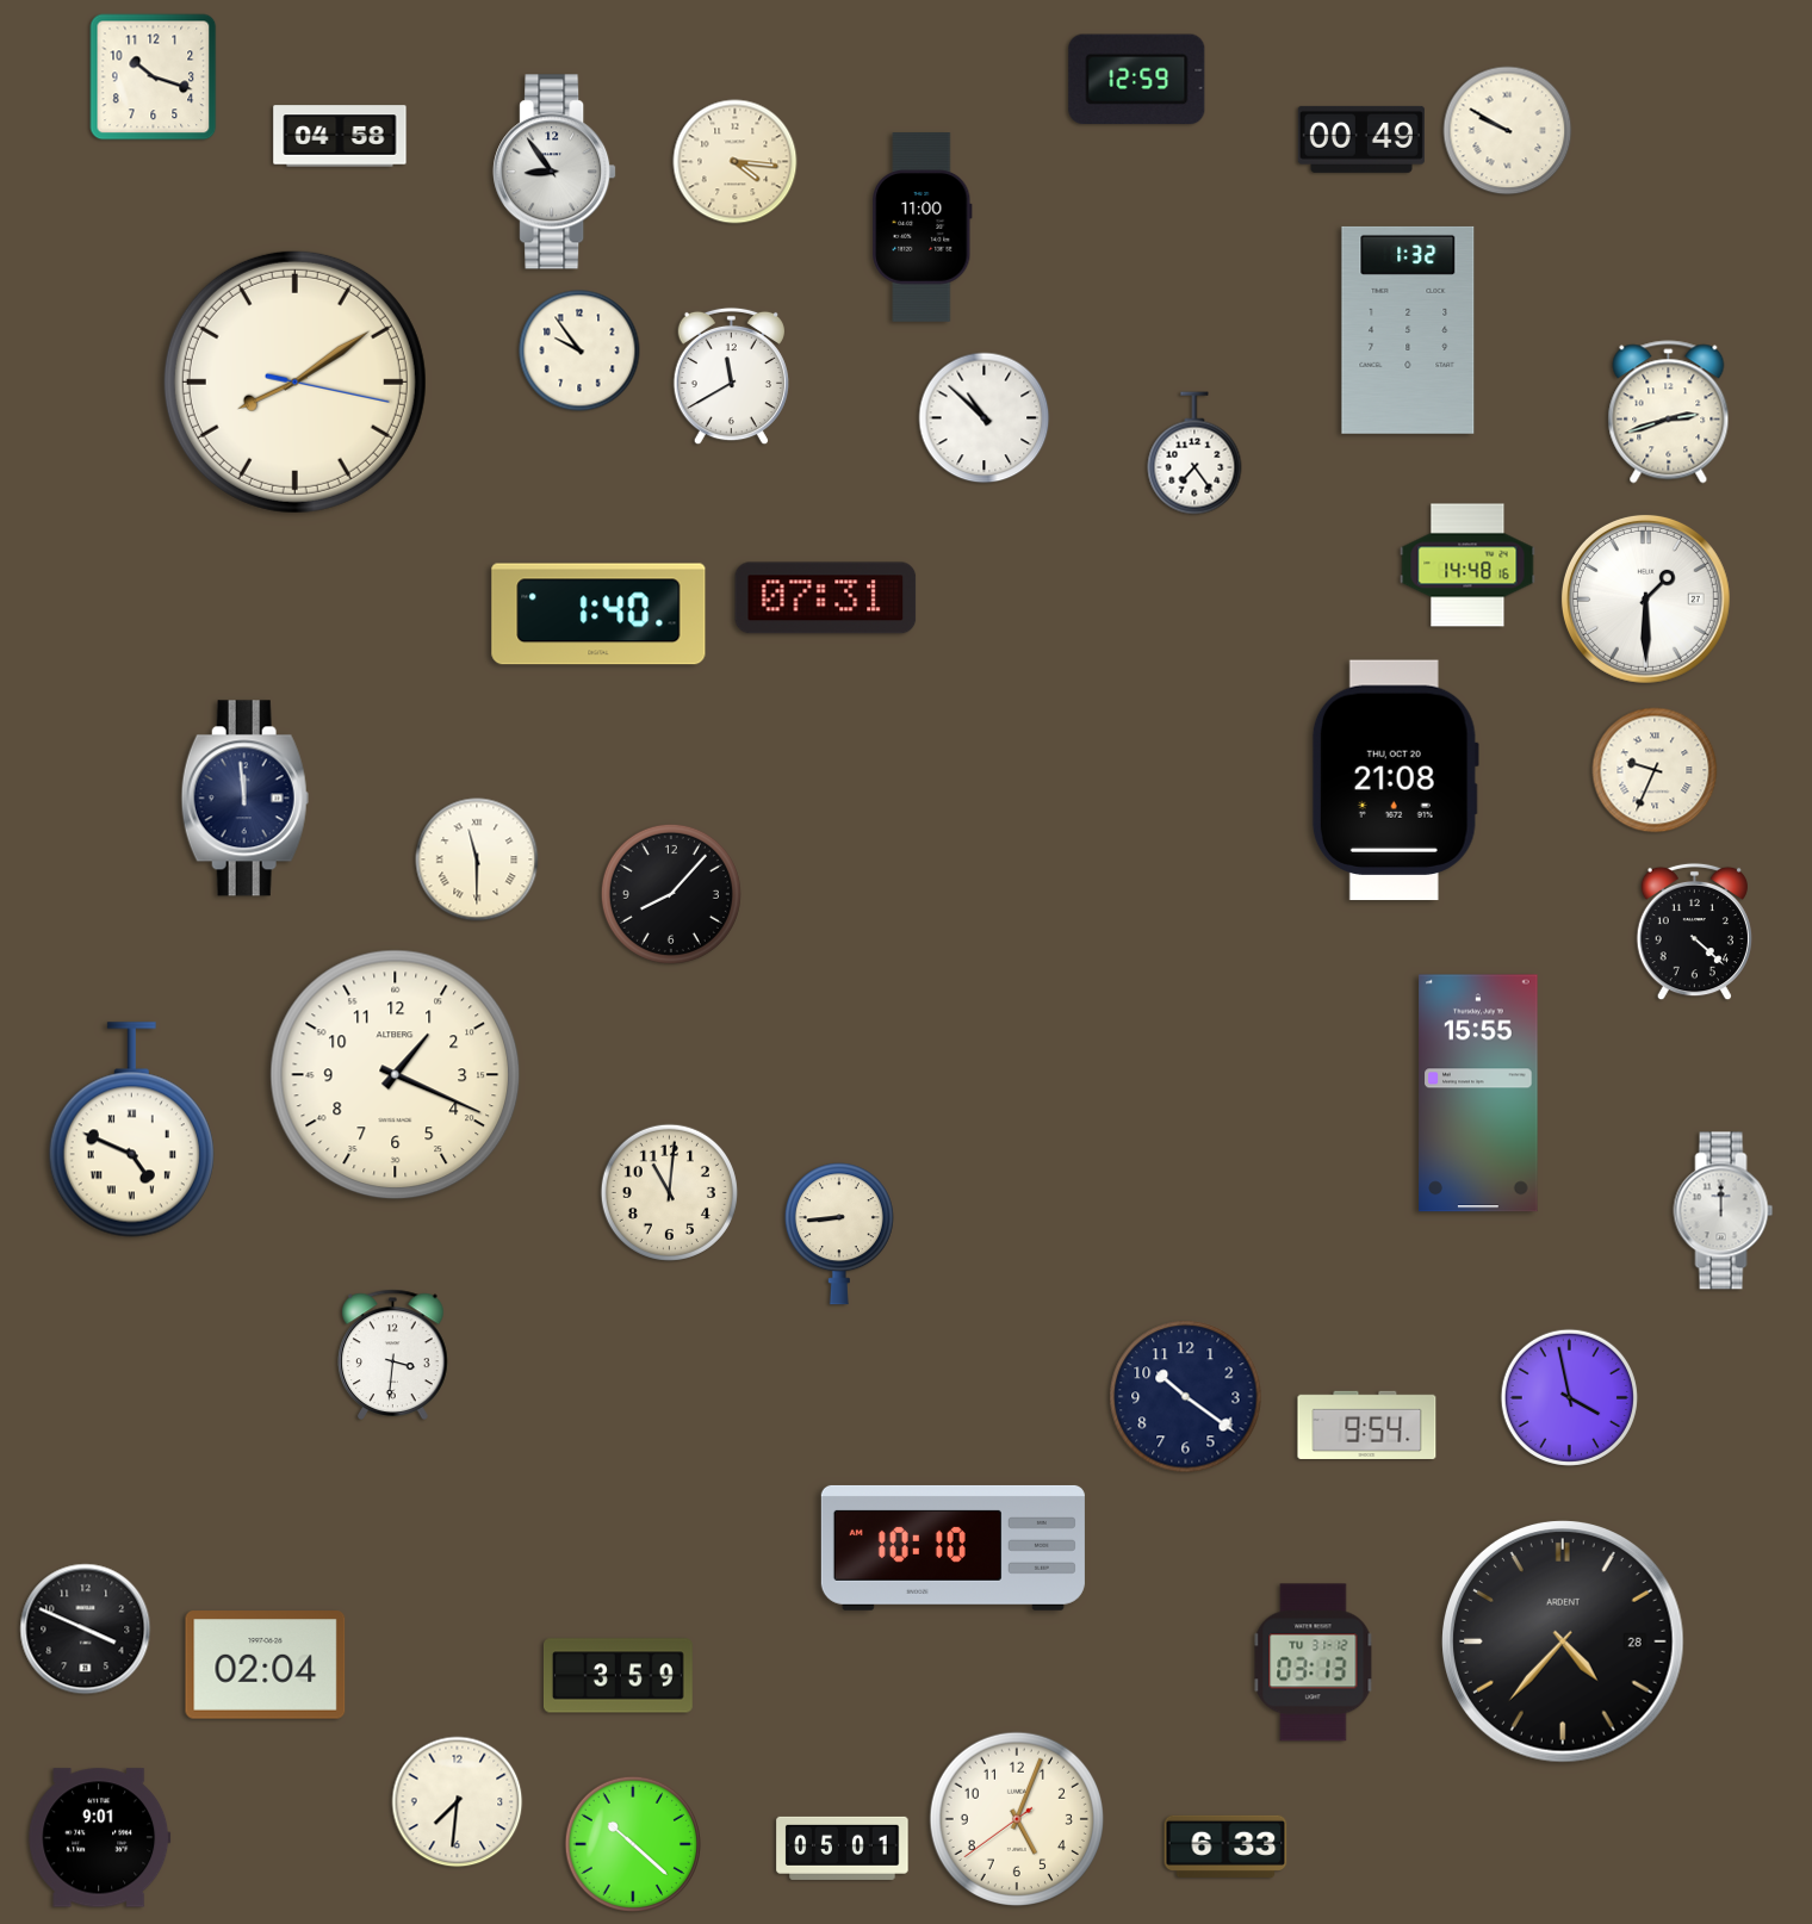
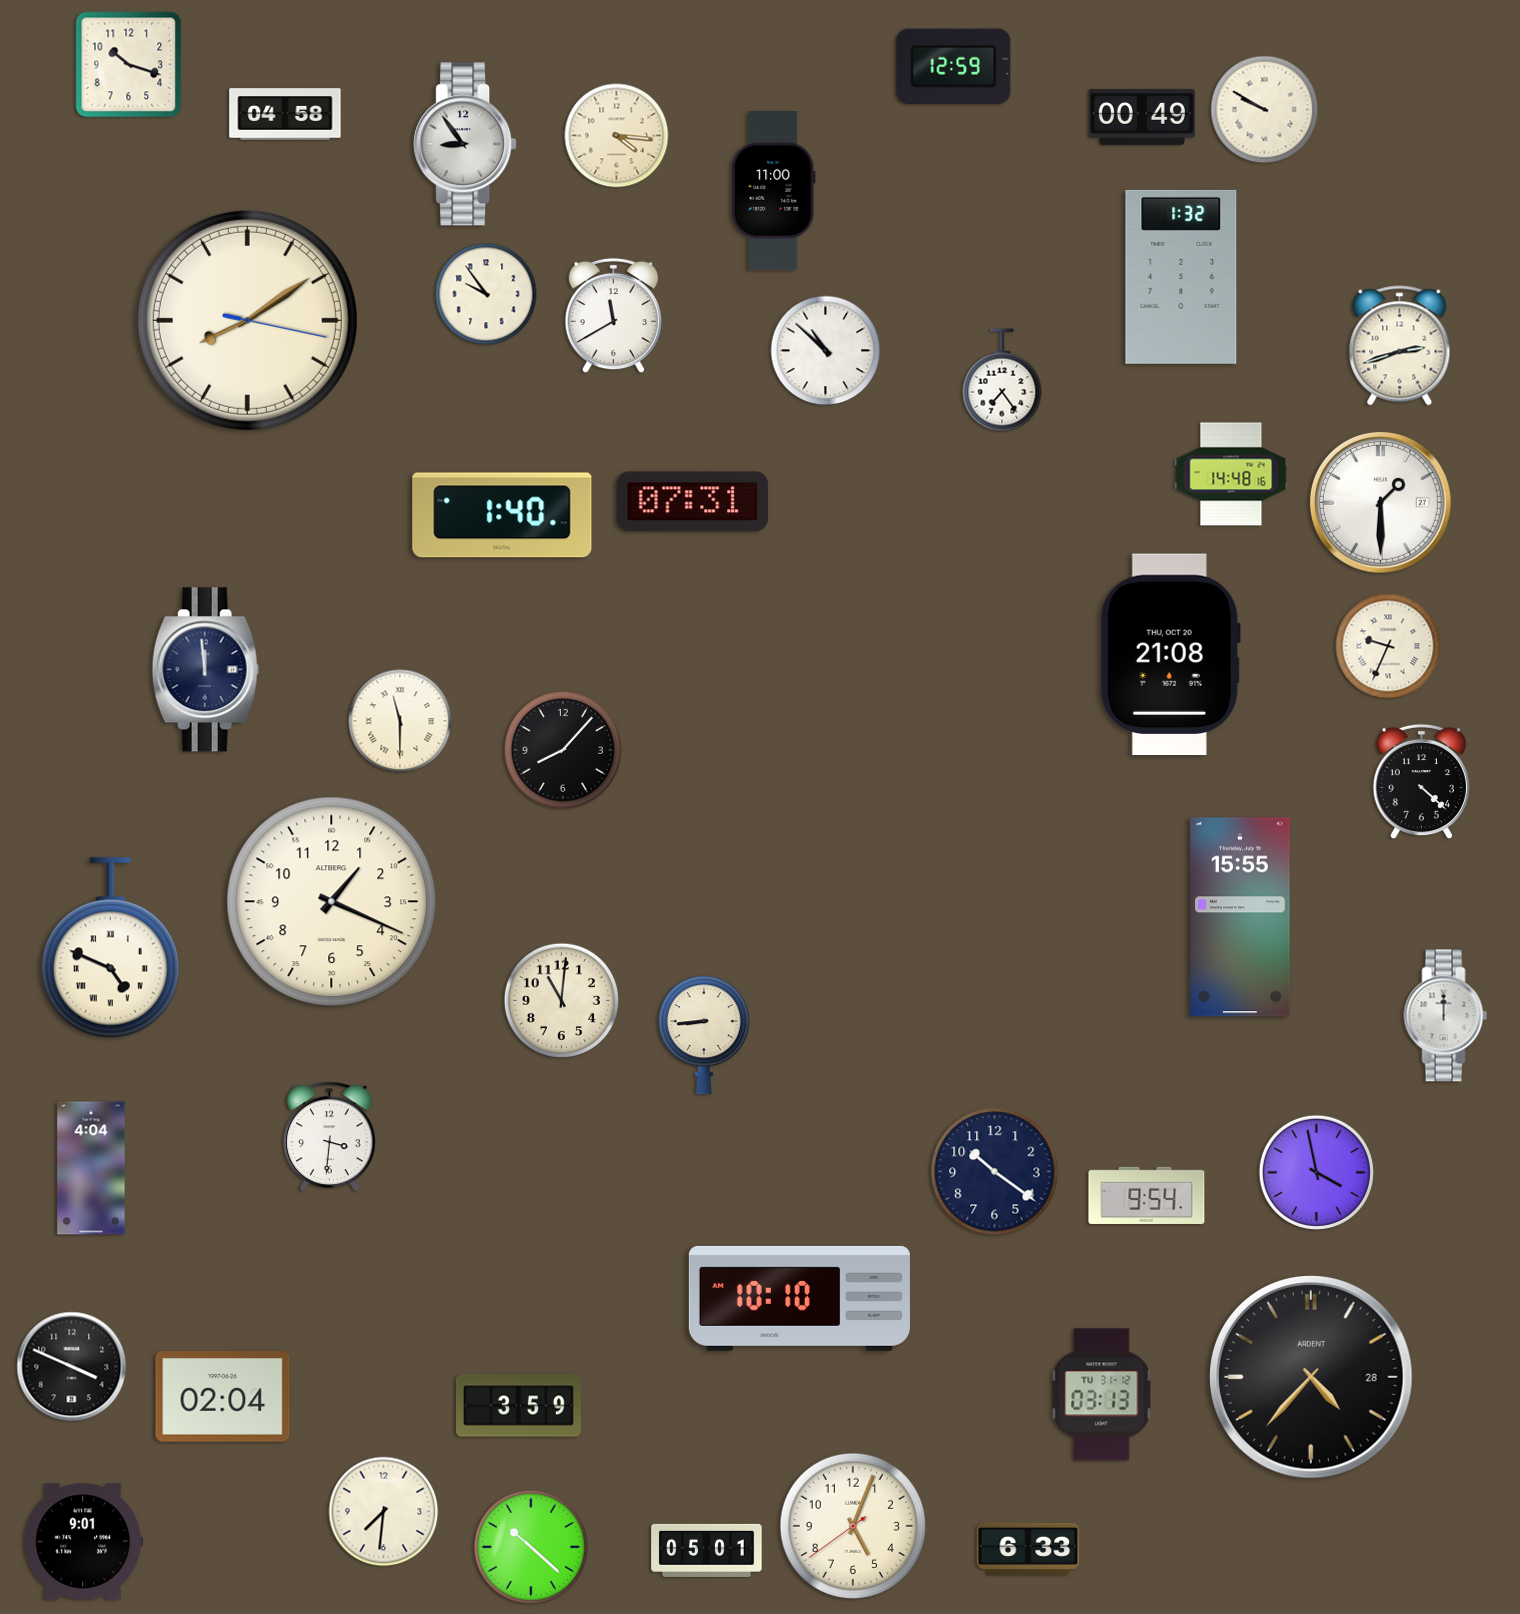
clock at (91, 1168): none -> 4:04
